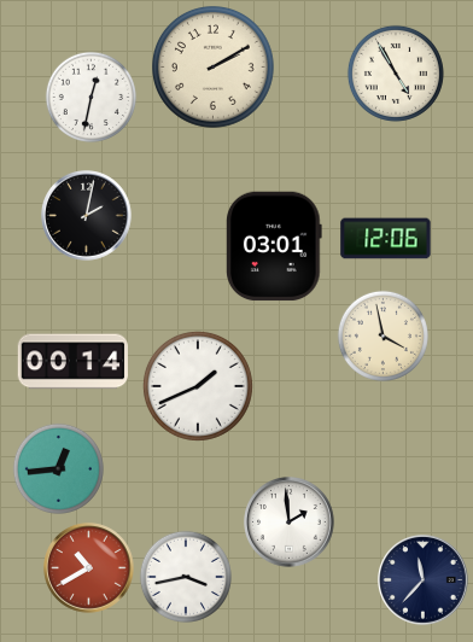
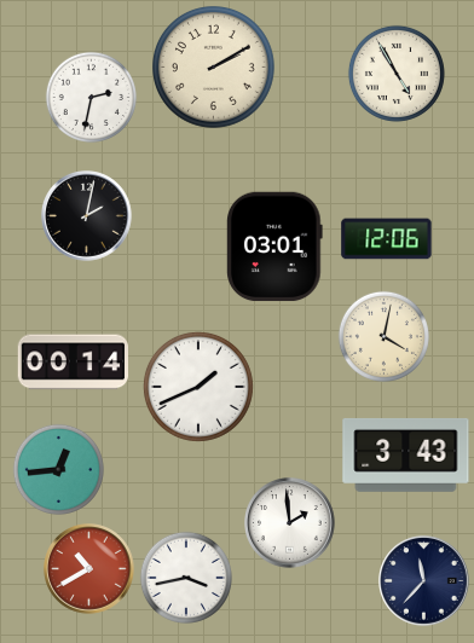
clock at (90, 97): 12:32 -> 2:32
clock at (383, 335): 3:58 -> 4:02
clock at (406, 454): none -> 3:43
